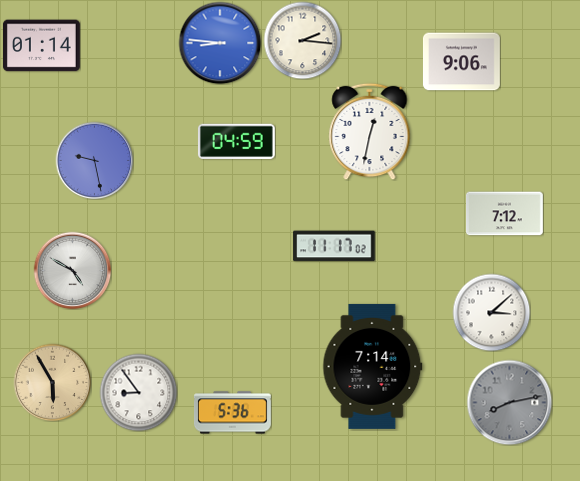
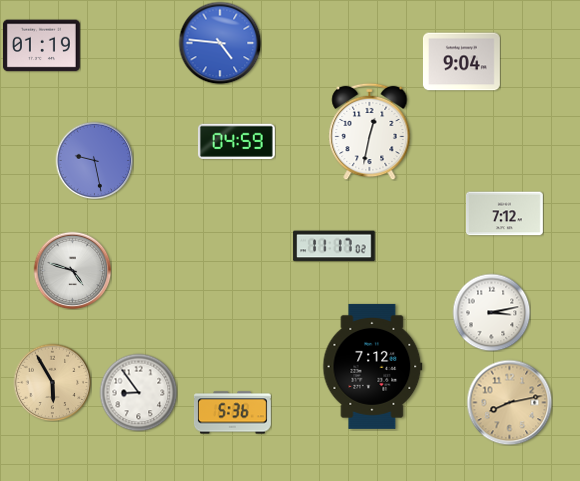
clock at (302, 40): 2:16 -> none
clock at (220, 43): 8:46 -> 4:46
clock at (41, 46): 01:14 -> 01:19
clock at (461, 62): 9:06 -> 9:04
clock at (72, 270): 4:50 -> 4:48
clock at (491, 312): 3:08 -> 3:13
clock at (373, 366): 7:14 -> 7:12
clock at (509, 402) dial: grey -> champagne
